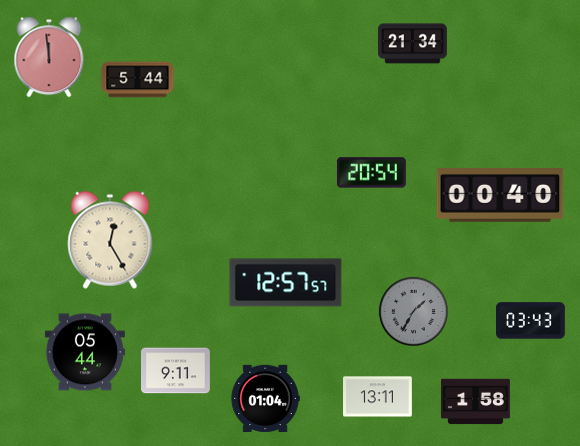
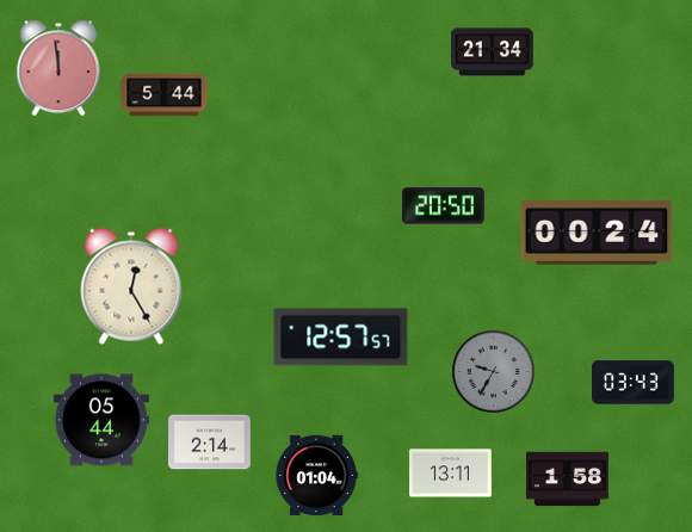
clock at (371, 173): 20:54 -> 20:50
clock at (500, 196): 00:40 -> 00:24
clock at (413, 311): 1:35 -> 9:35
clock at (176, 371): 9:11 -> 2:14
